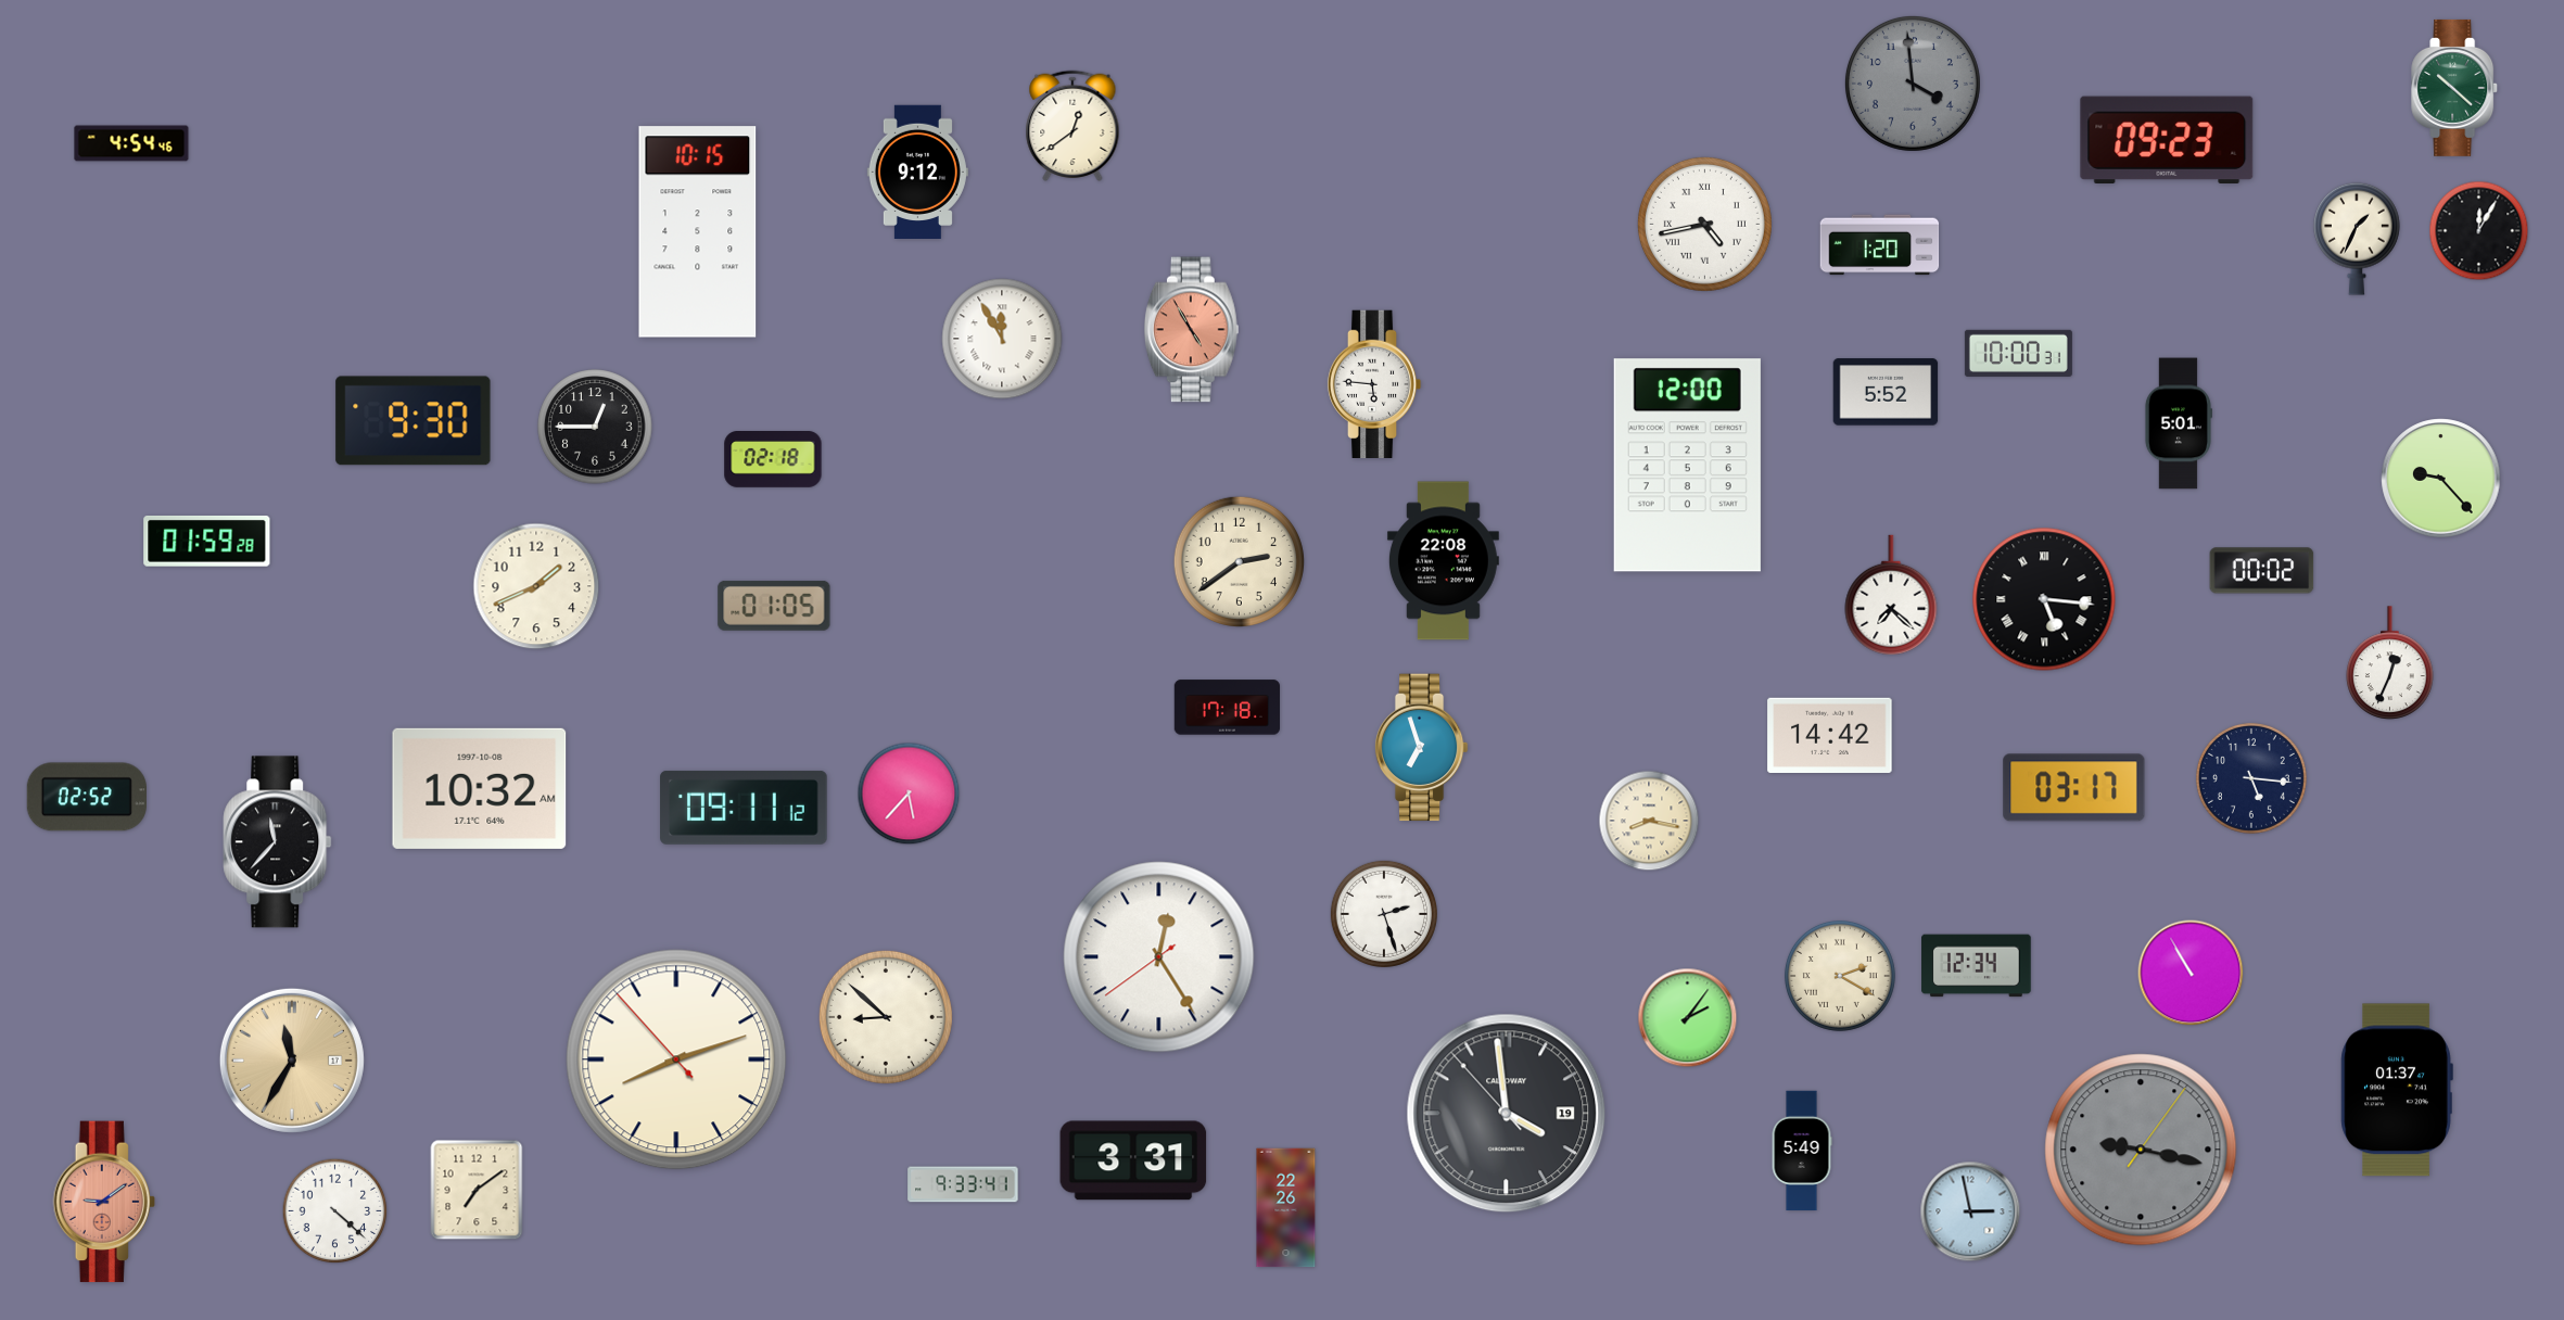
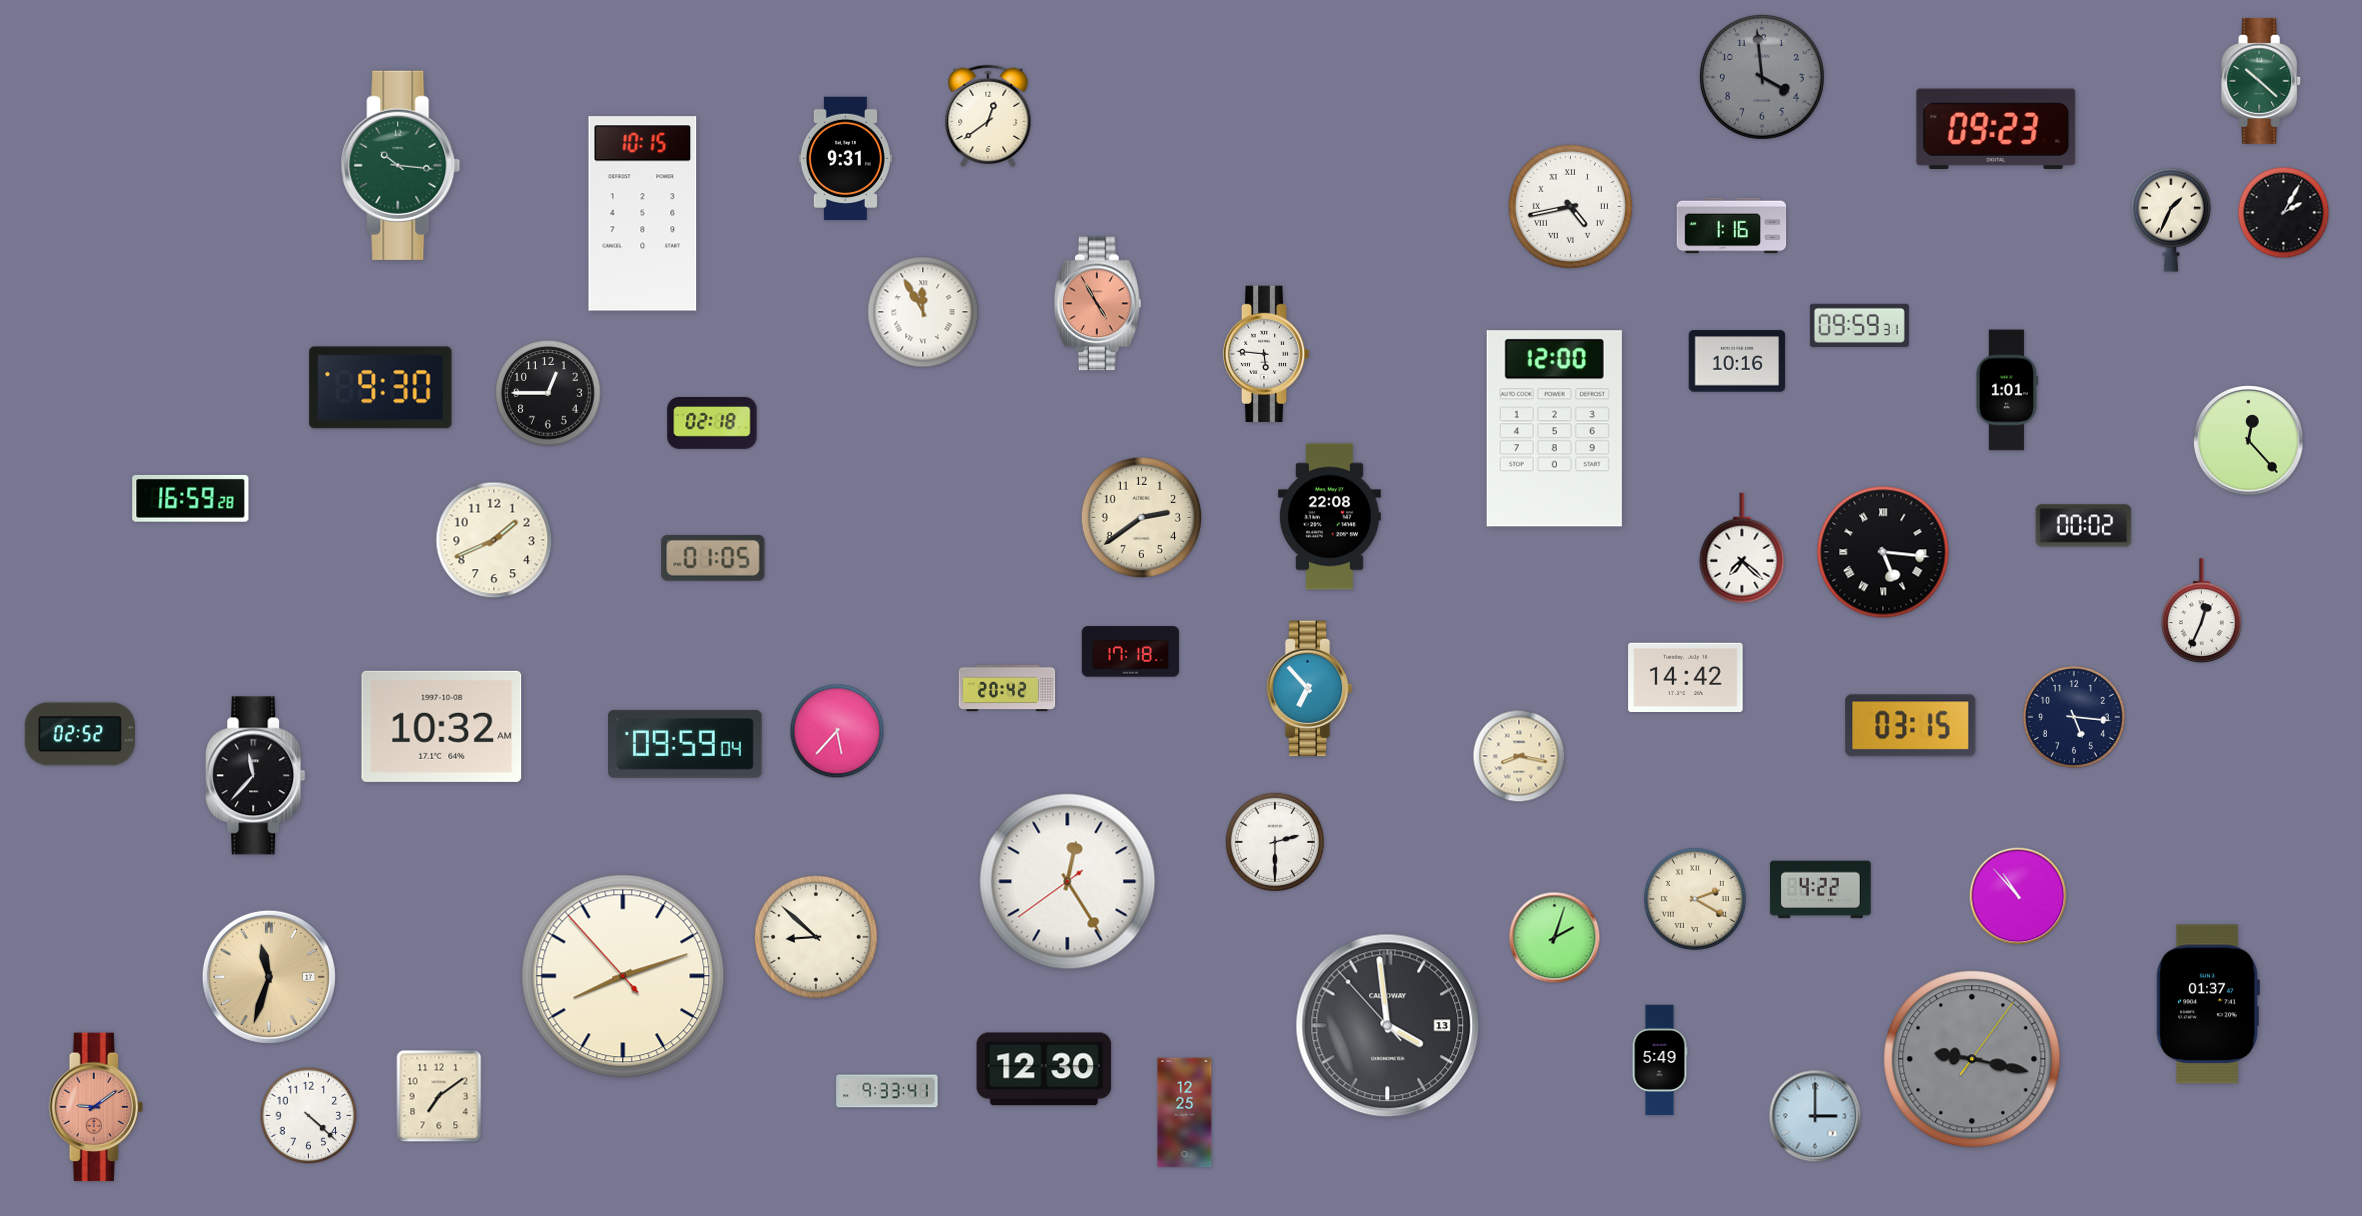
clock at (131, 143): 4:54 -> none
clock at (917, 172): 9:12 -> 9:31
clock at (401, 165): none -> 10:16
clock at (2479, 231): 12:05 -> 2:05
clock at (1880, 245): 1:20 -> 1:16
clock at (2018, 353): 10:00 -> 09:59
clock at (1886, 392): 5:52 -> 10:16
clock at (2178, 423): 5:01 -> 1:01
clock at (2441, 479): 9:23 -> 12:23
clock at (207, 541): 01:59 -> 16:59
clock at (1007, 688): none -> 20:42
clock at (1421, 748): 6:57 -> 6:53
clock at (2074, 788): 03:17 -> 03:15
clock at (744, 808): 09:11 -> 09:59
clock at (1383, 913): 2:27 -> 2:30
clock at (1977, 966): 12:34 -> 4:22
clock at (2191, 973): 10:55 -> 10:53
clock at (1688, 1018): 2:06 -> 2:03
clock at (292, 1061): 11:35 -> 11:33
clock at (1507, 1114) date: 19 -> 13
clock at (1133, 1160): 3:31 -> 12:30
clock at (1286, 1208): 22:26 -> 12:25
clock at (1970, 1211): 2:58 -> 3:00
